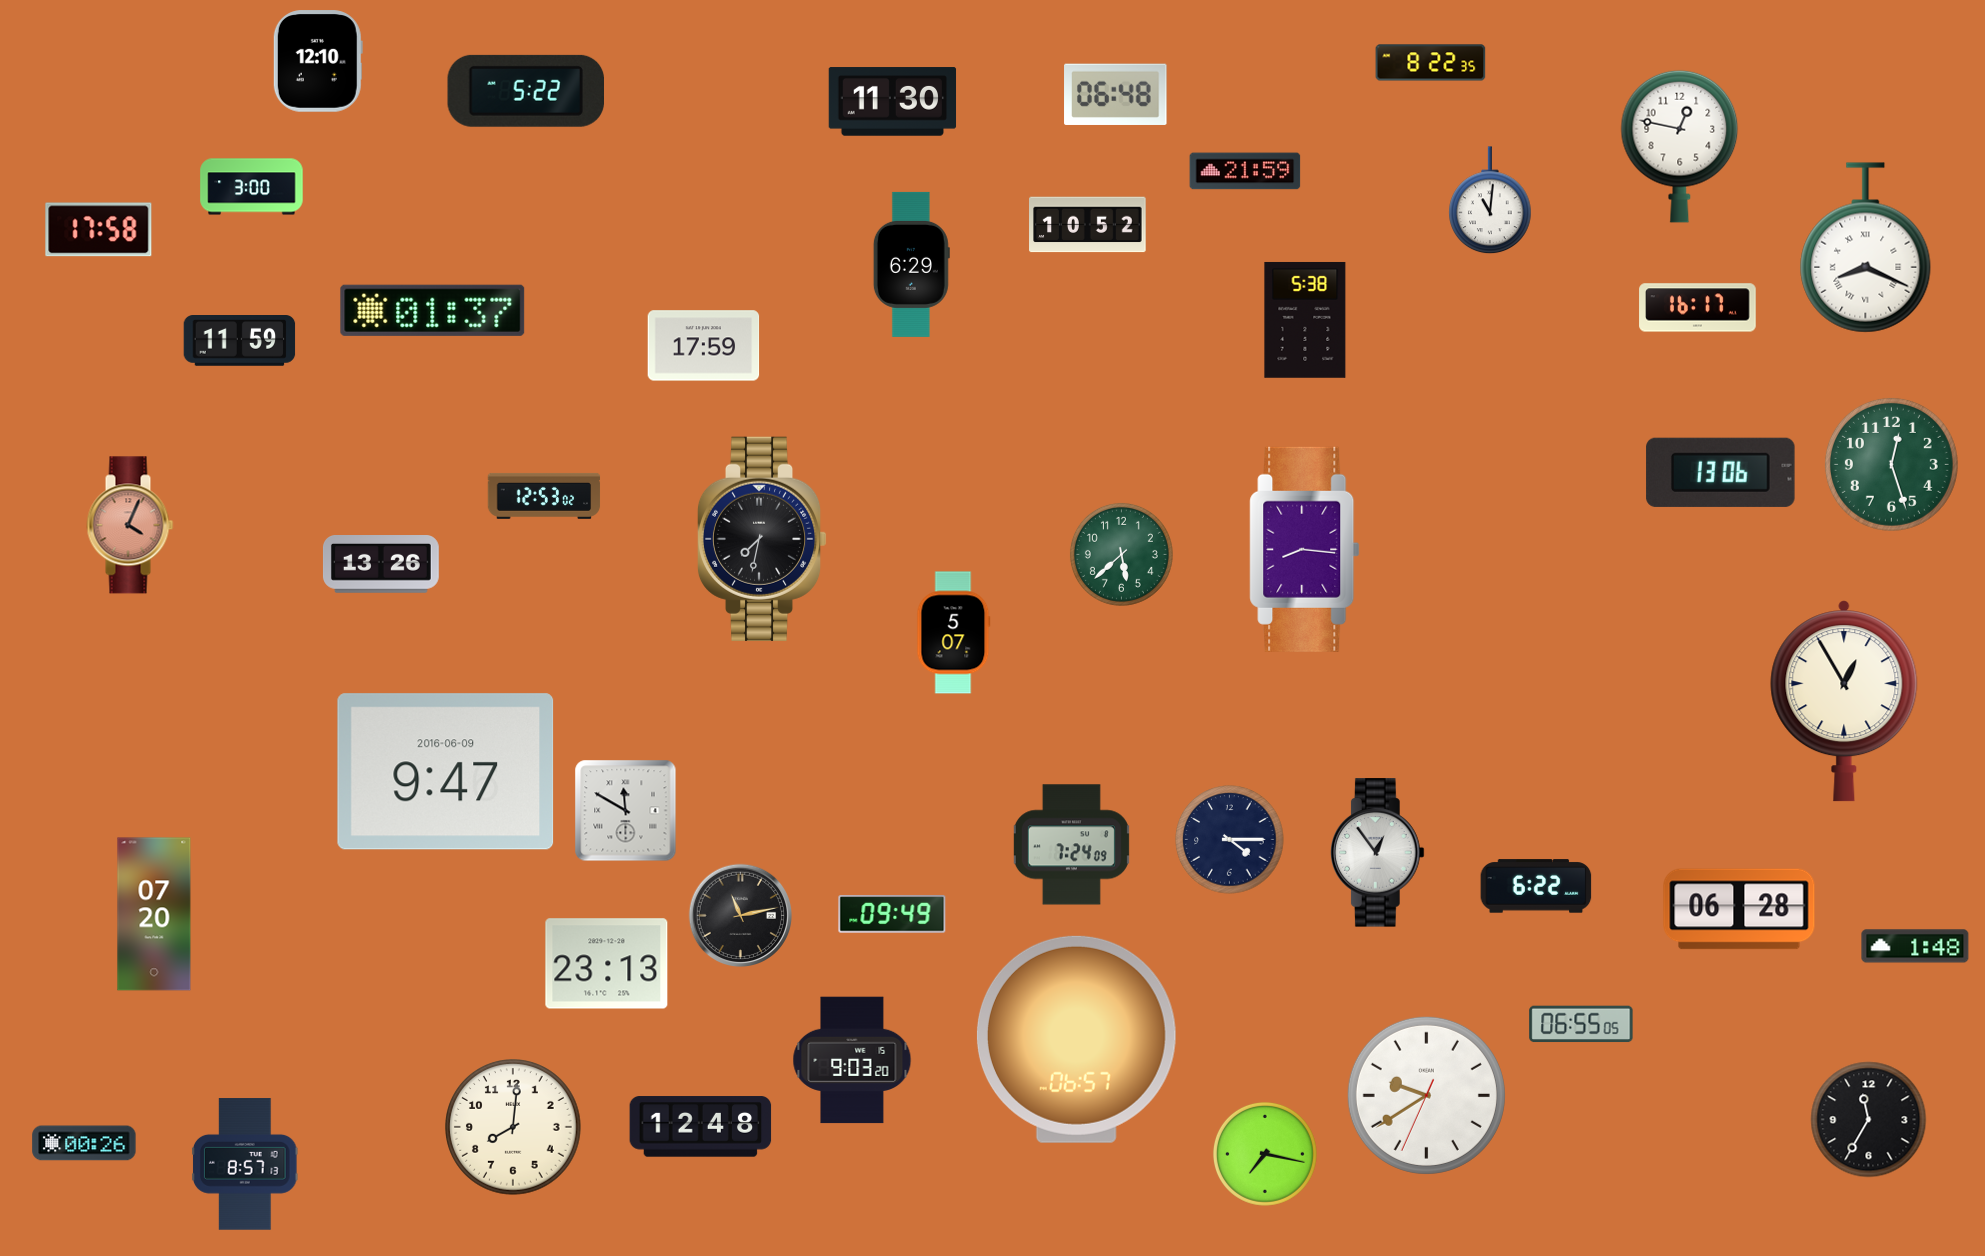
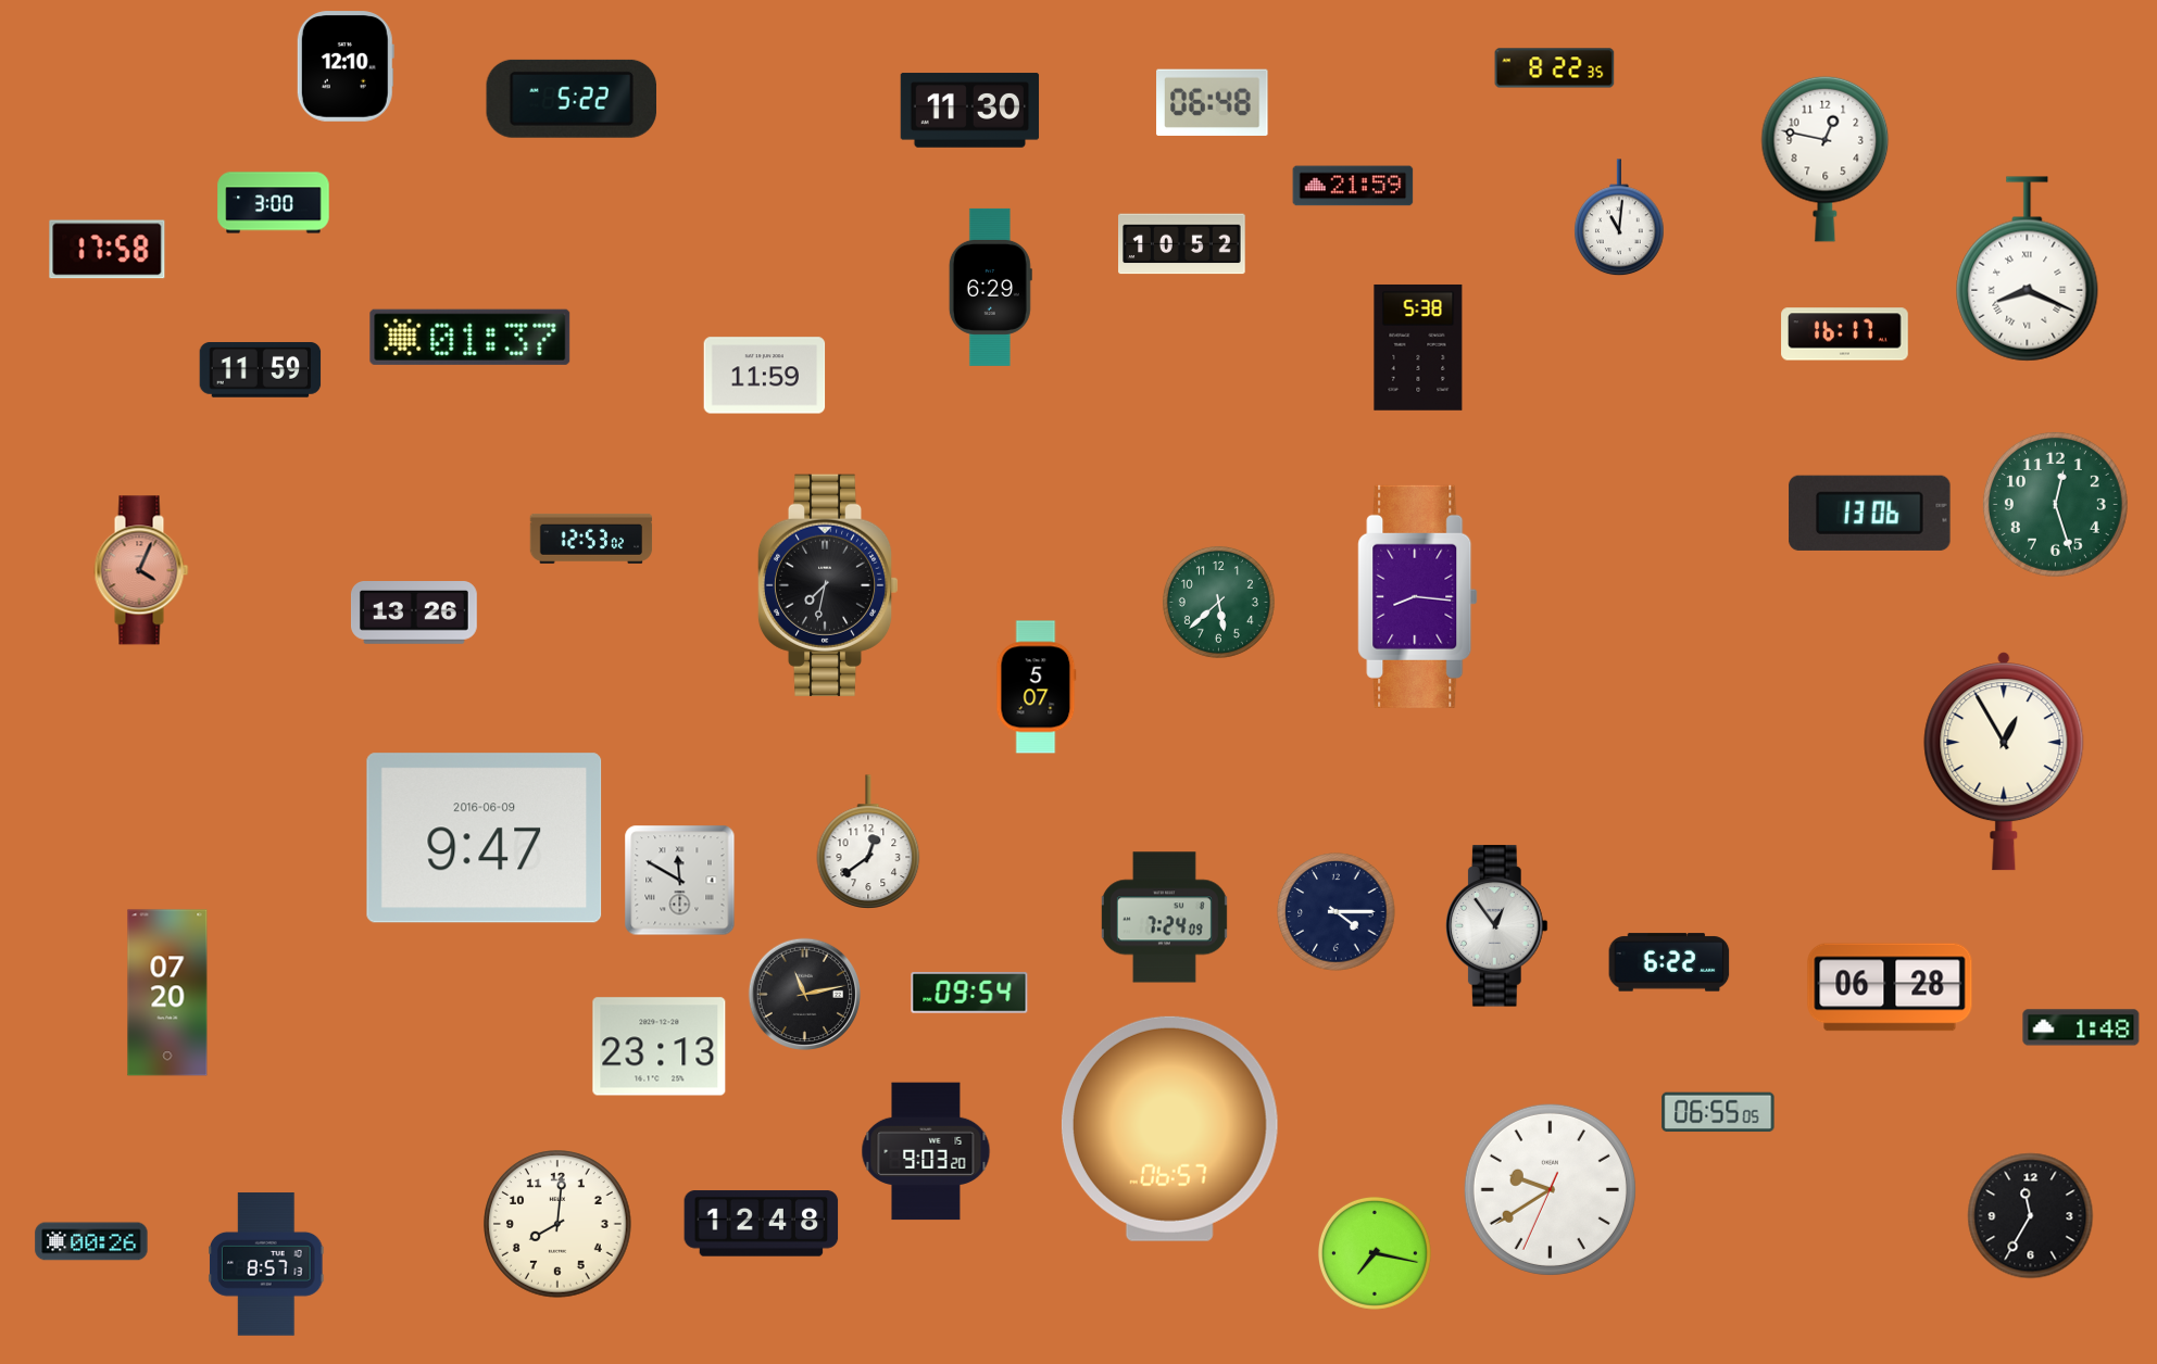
clock at (704, 346): 17:59 -> 11:59
clock at (868, 842): none -> 12:39
clock at (892, 914): 09:49 -> 09:54
